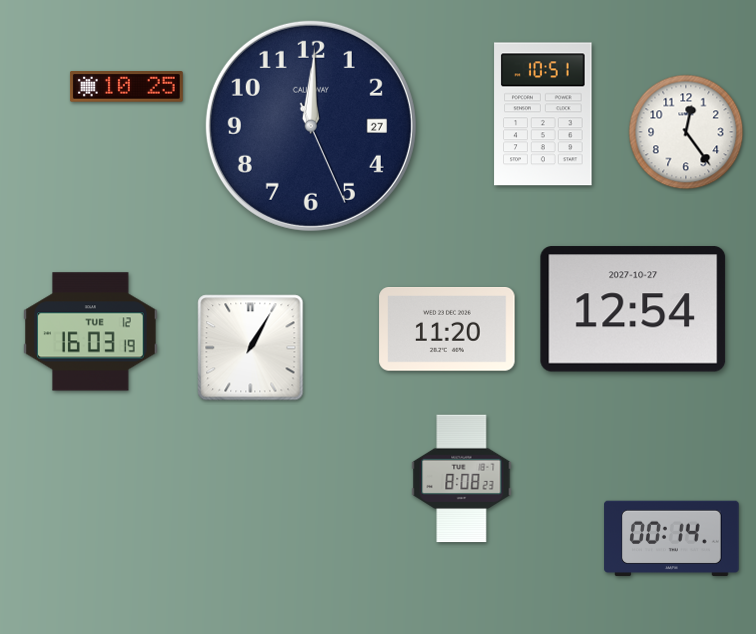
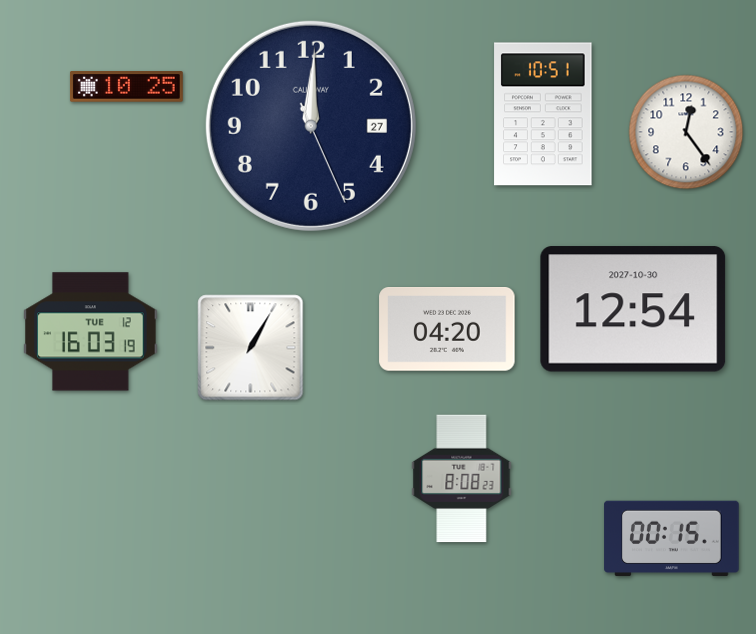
clock at (633, 309) date: 2027-10-27 -> 2027-10-30
clock at (447, 330): 11:20 -> 04:20
clock at (672, 539): 00:14 -> 00:15
